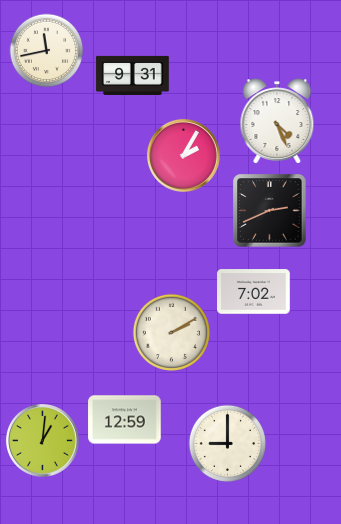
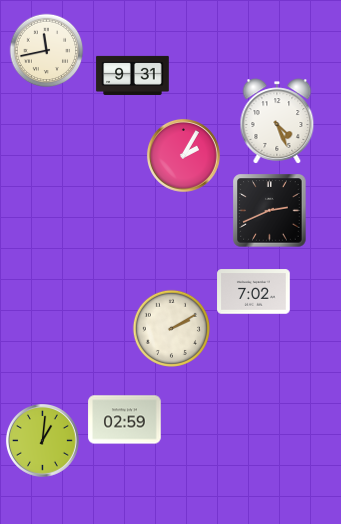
clock at (171, 332) position: (171, 332) -> (171, 328)
clock at (125, 420): 12:59 -> 02:59
clock at (227, 443): 9:00 -> none
